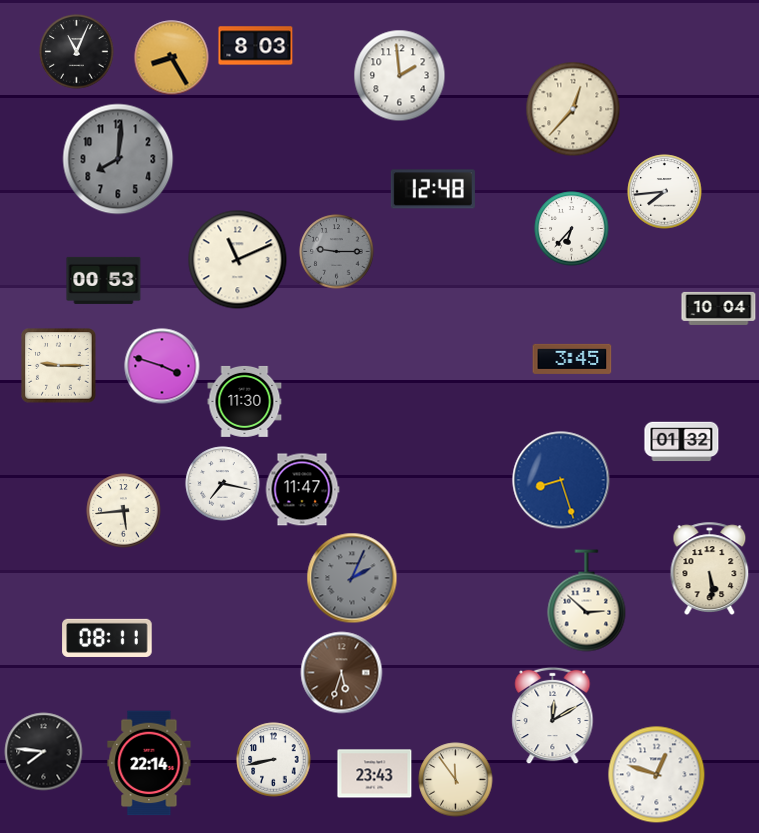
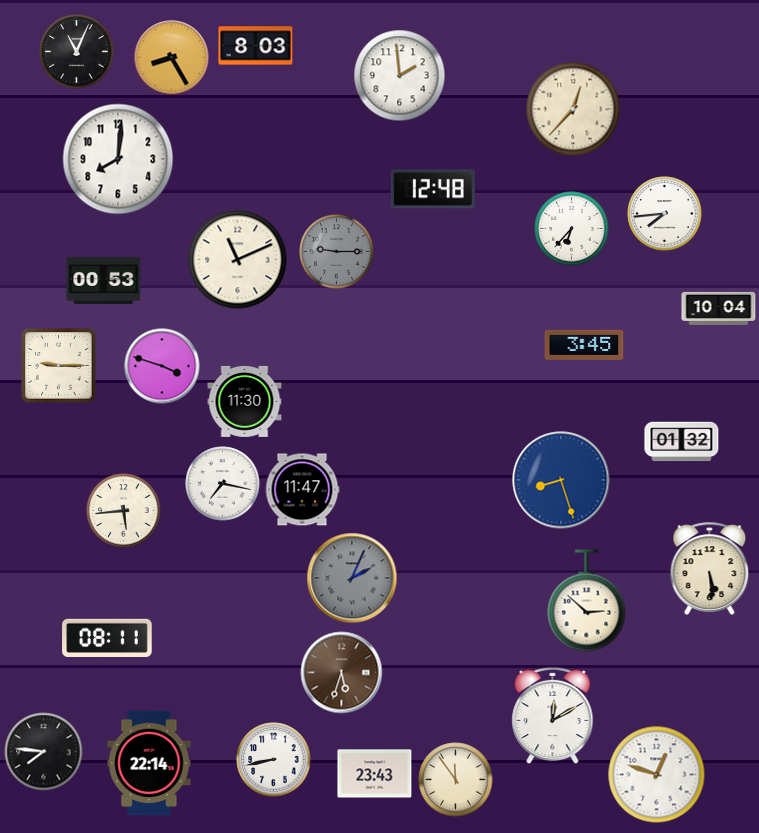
clock at (118, 159) dial: grey -> white
clock at (665, 192) position: (665, 192) -> (665, 214)
clock at (572, 359) position: (572, 359) -> (584, 345)
